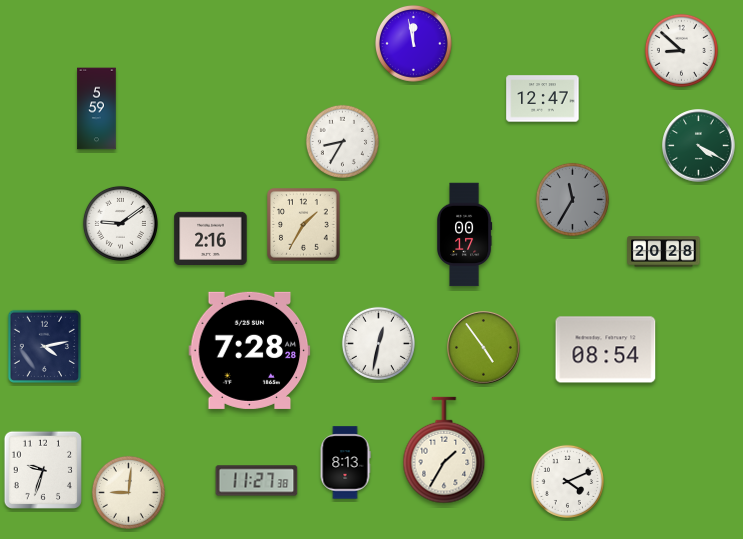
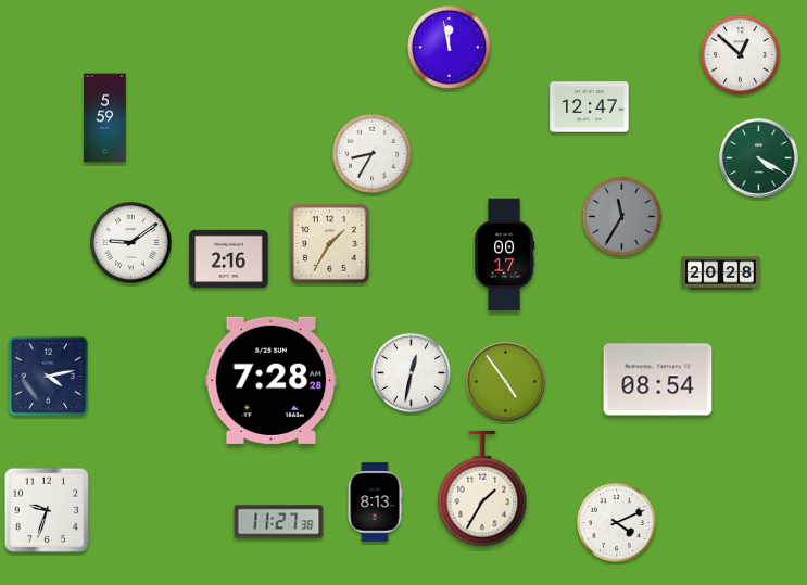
clock at (681, 50): 8:52 -> 12:52
clock at (484, 348) position: (484, 348) -> (506, 382)
clock at (128, 492): 9:01 -> none
